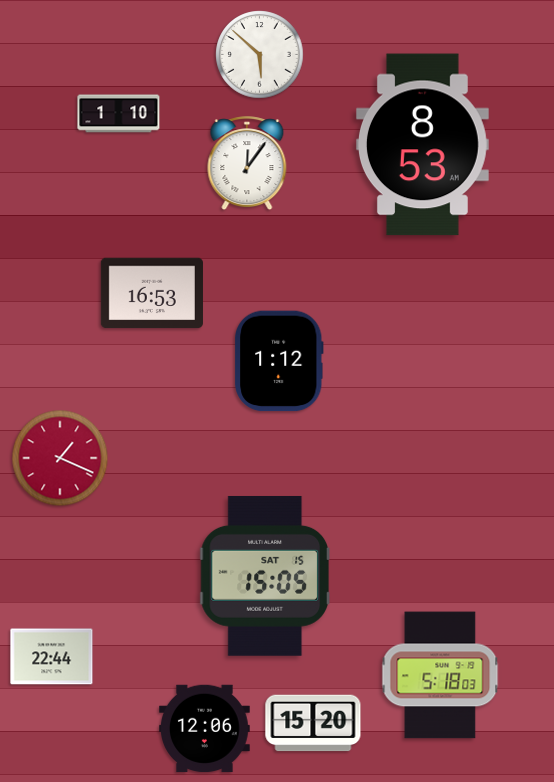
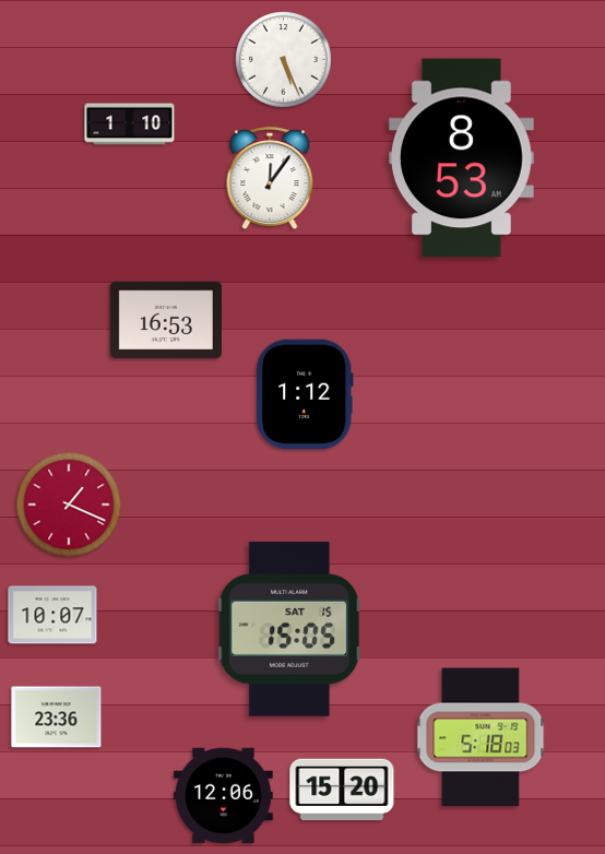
clock at (260, 55): 5:52 -> 5:26
clock at (60, 458) position: (60, 458) -> (69, 505)
clock at (52, 615): none -> 10:07
clock at (52, 657): 22:44 -> 23:36
